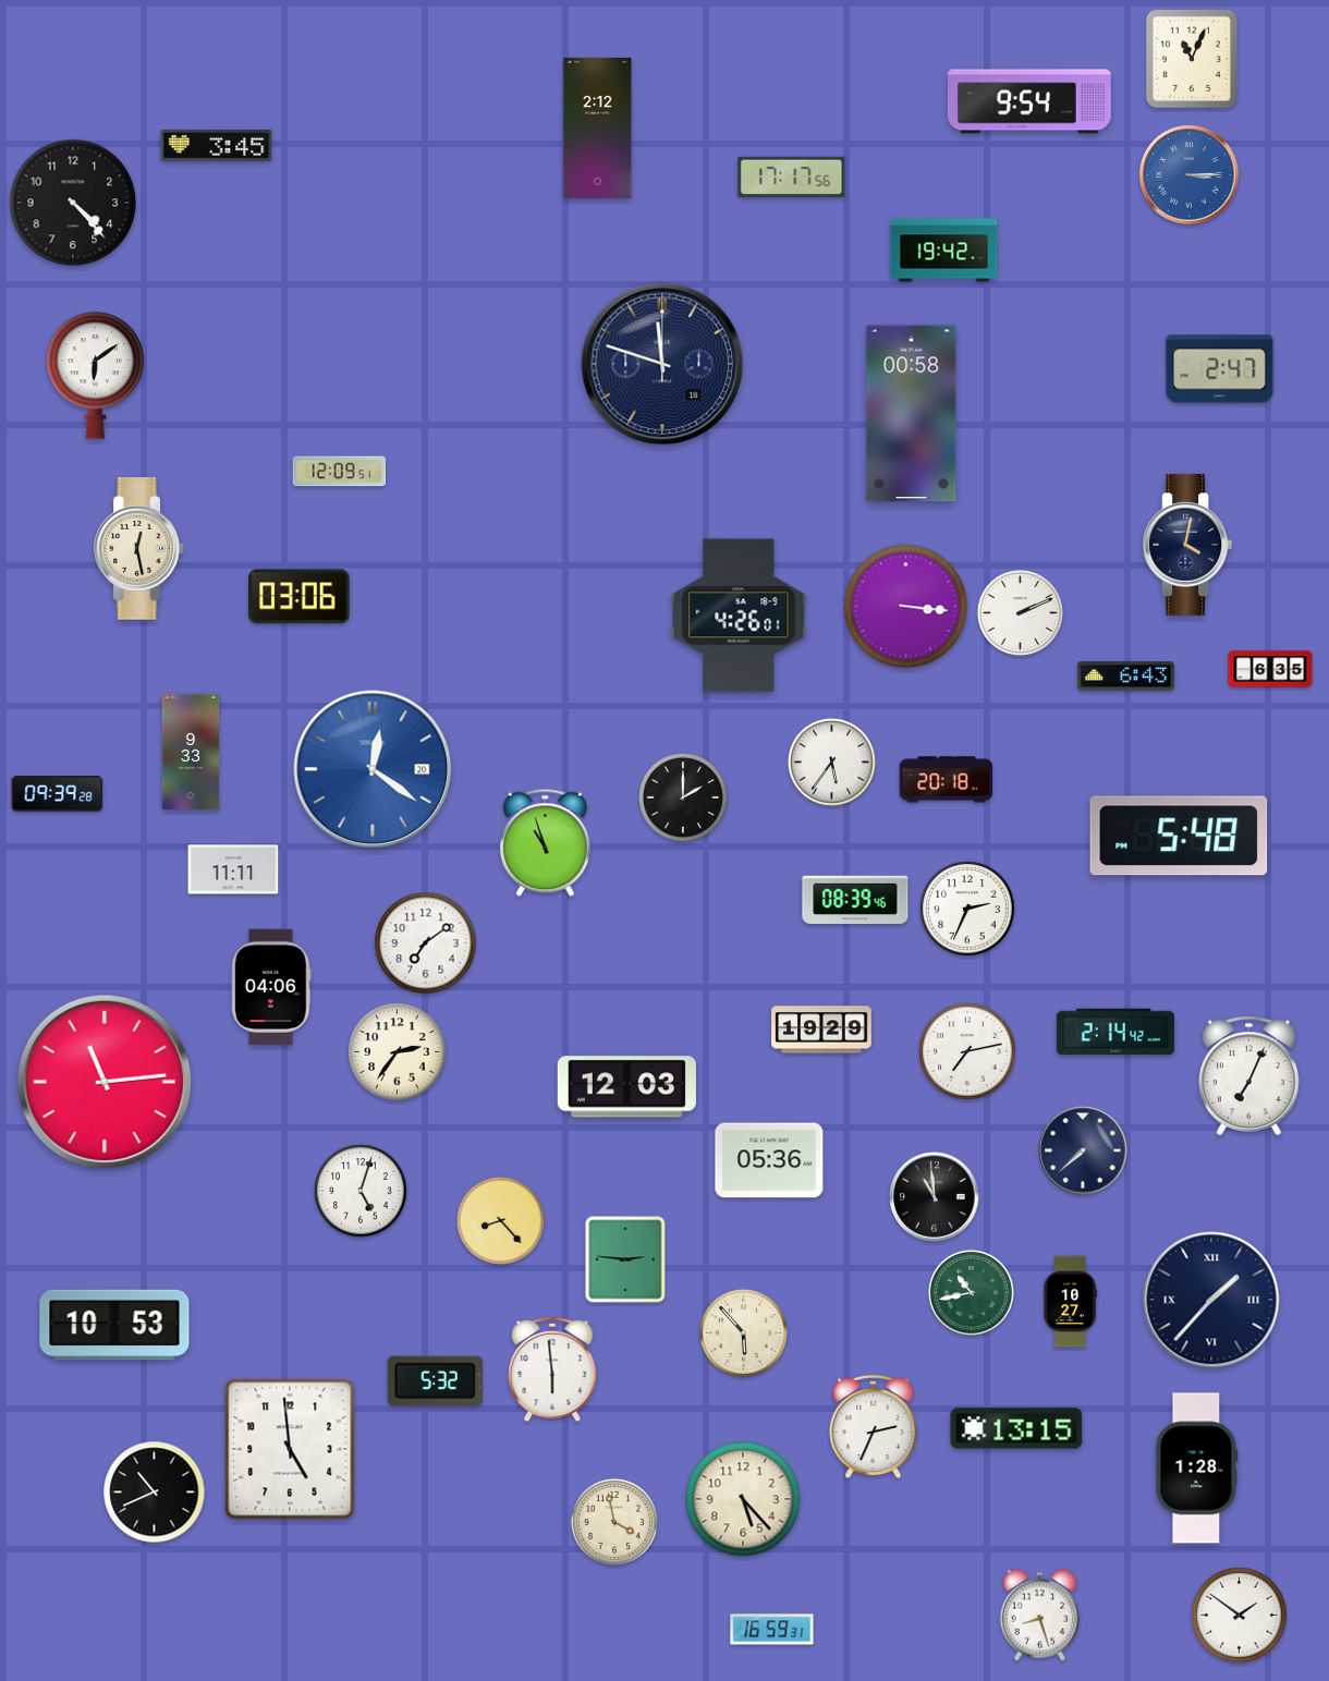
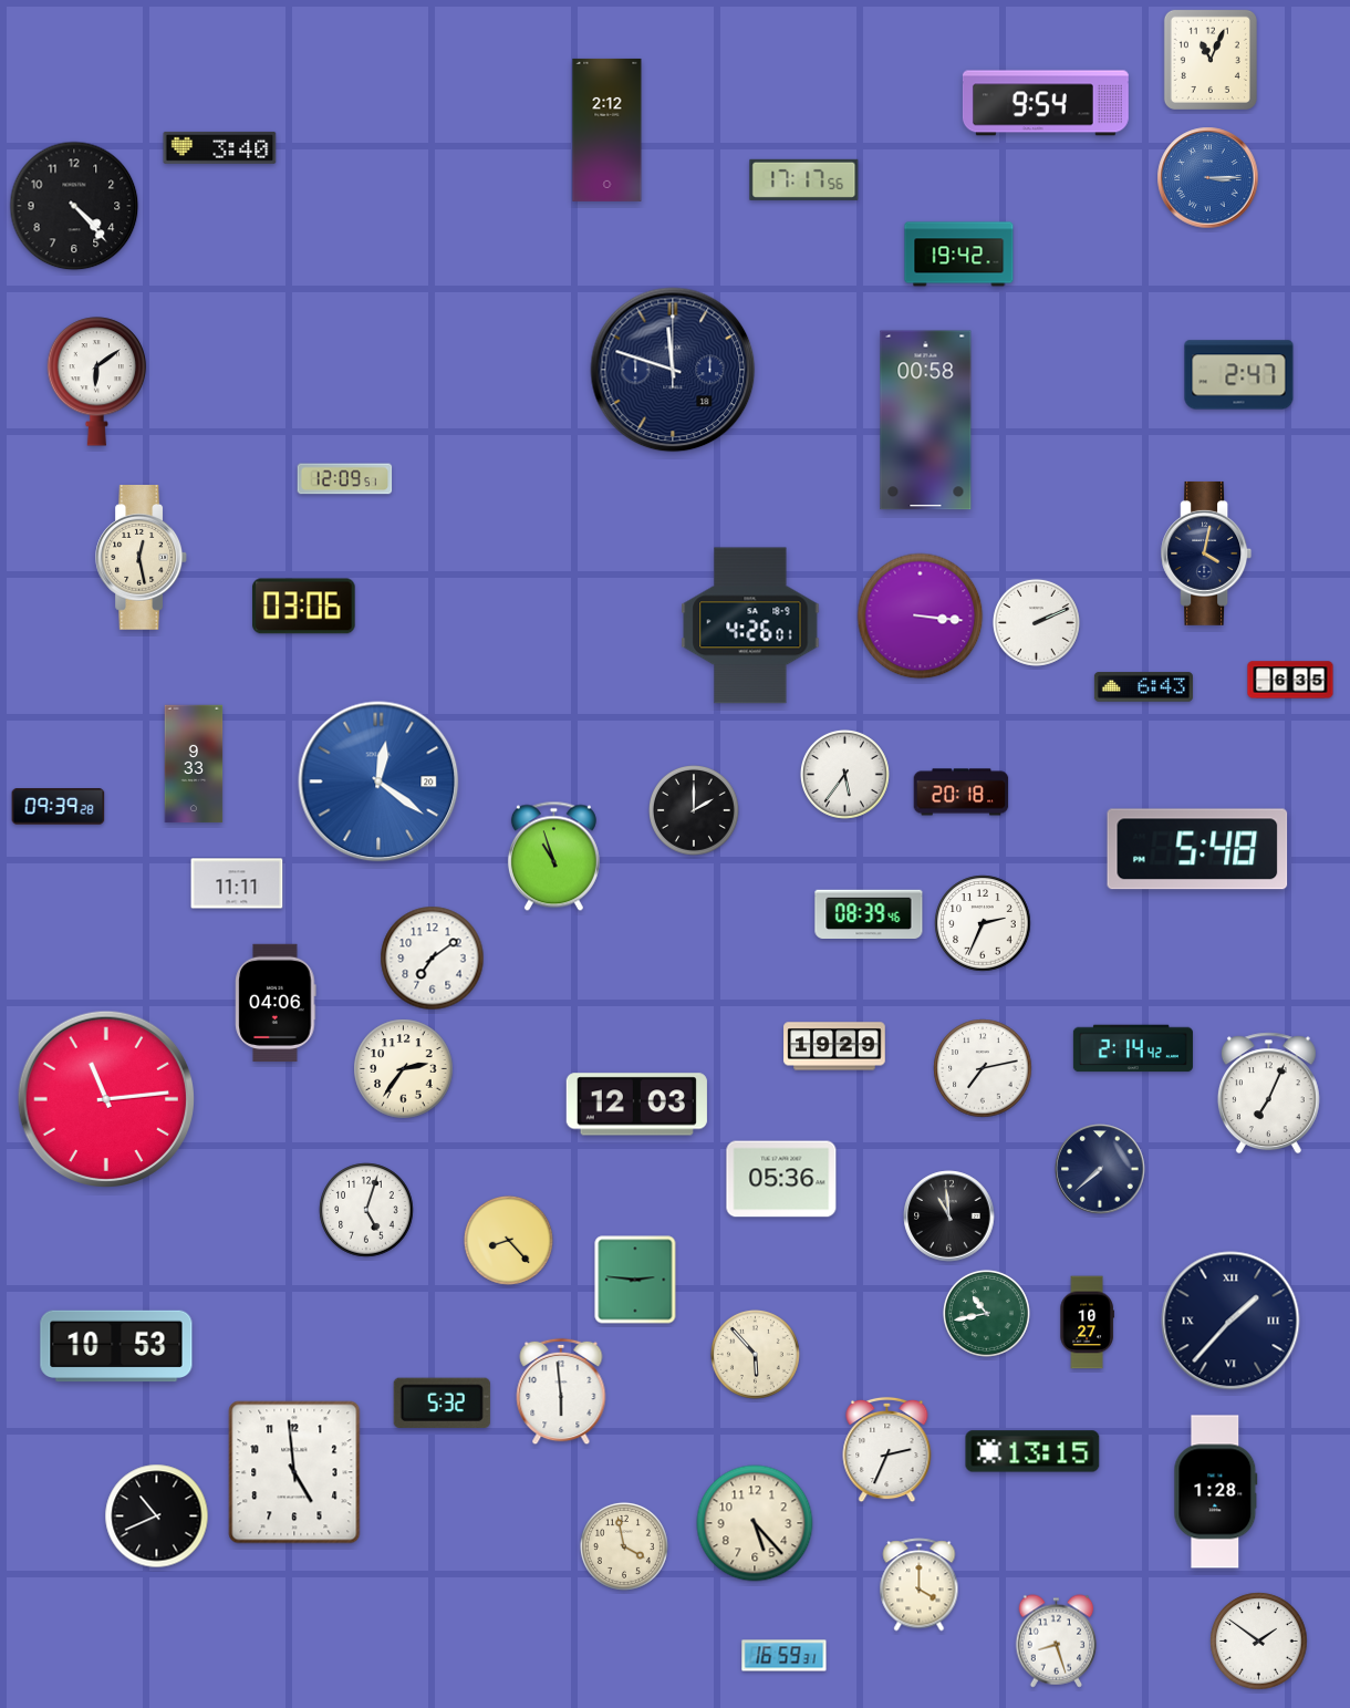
clock at (217, 145): 3:45 -> 3:40
clock at (920, 1585): none -> 4:00
